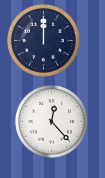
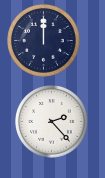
clock at (52, 122): 12:23 -> 2:23
